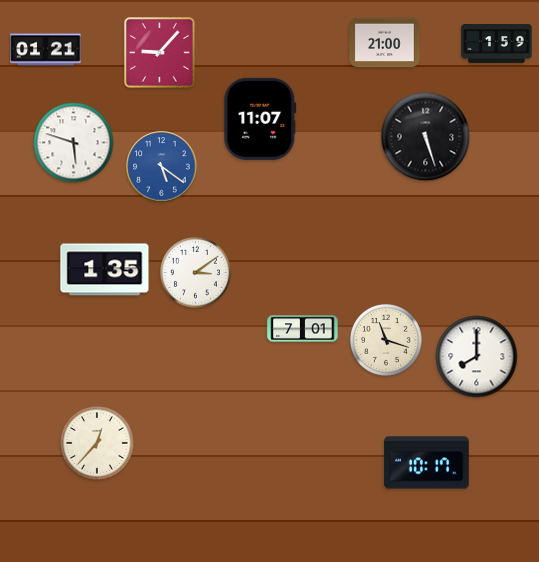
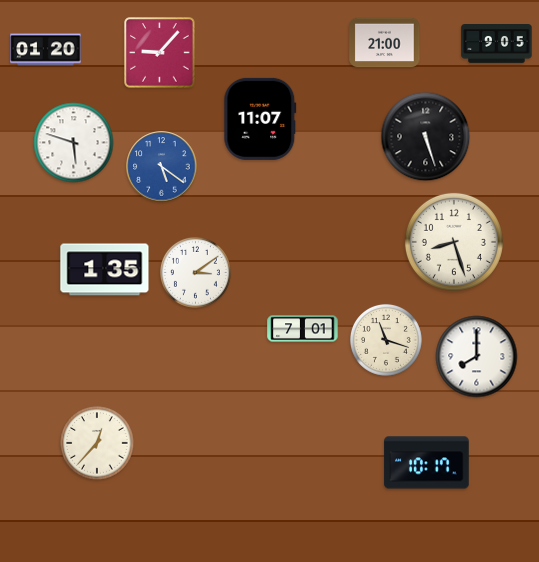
clock at (497, 44): 1:59 -> 9:05
clock at (46, 50): 01:21 -> 01:20
clock at (454, 242): none -> 8:27
